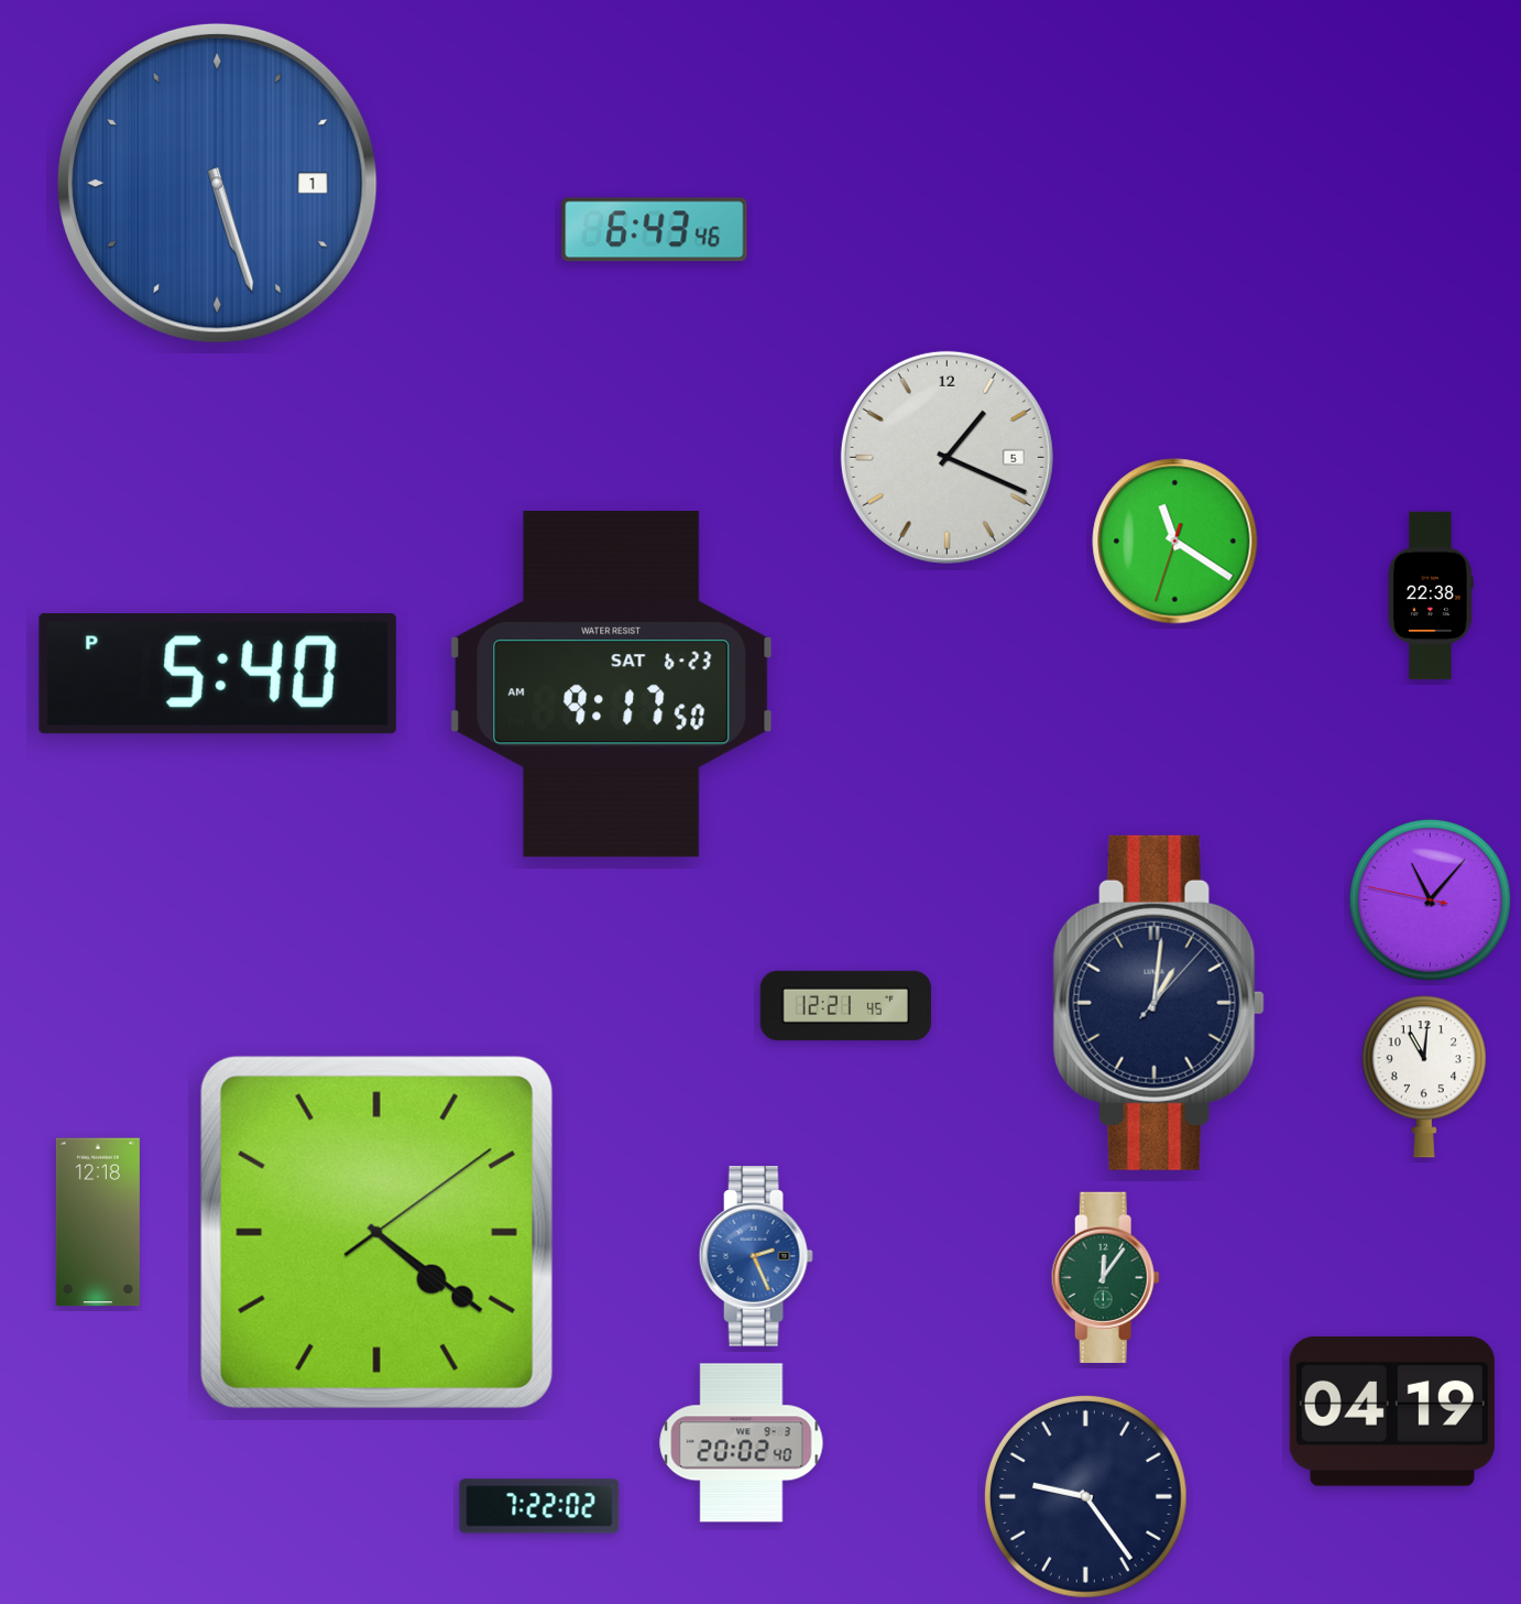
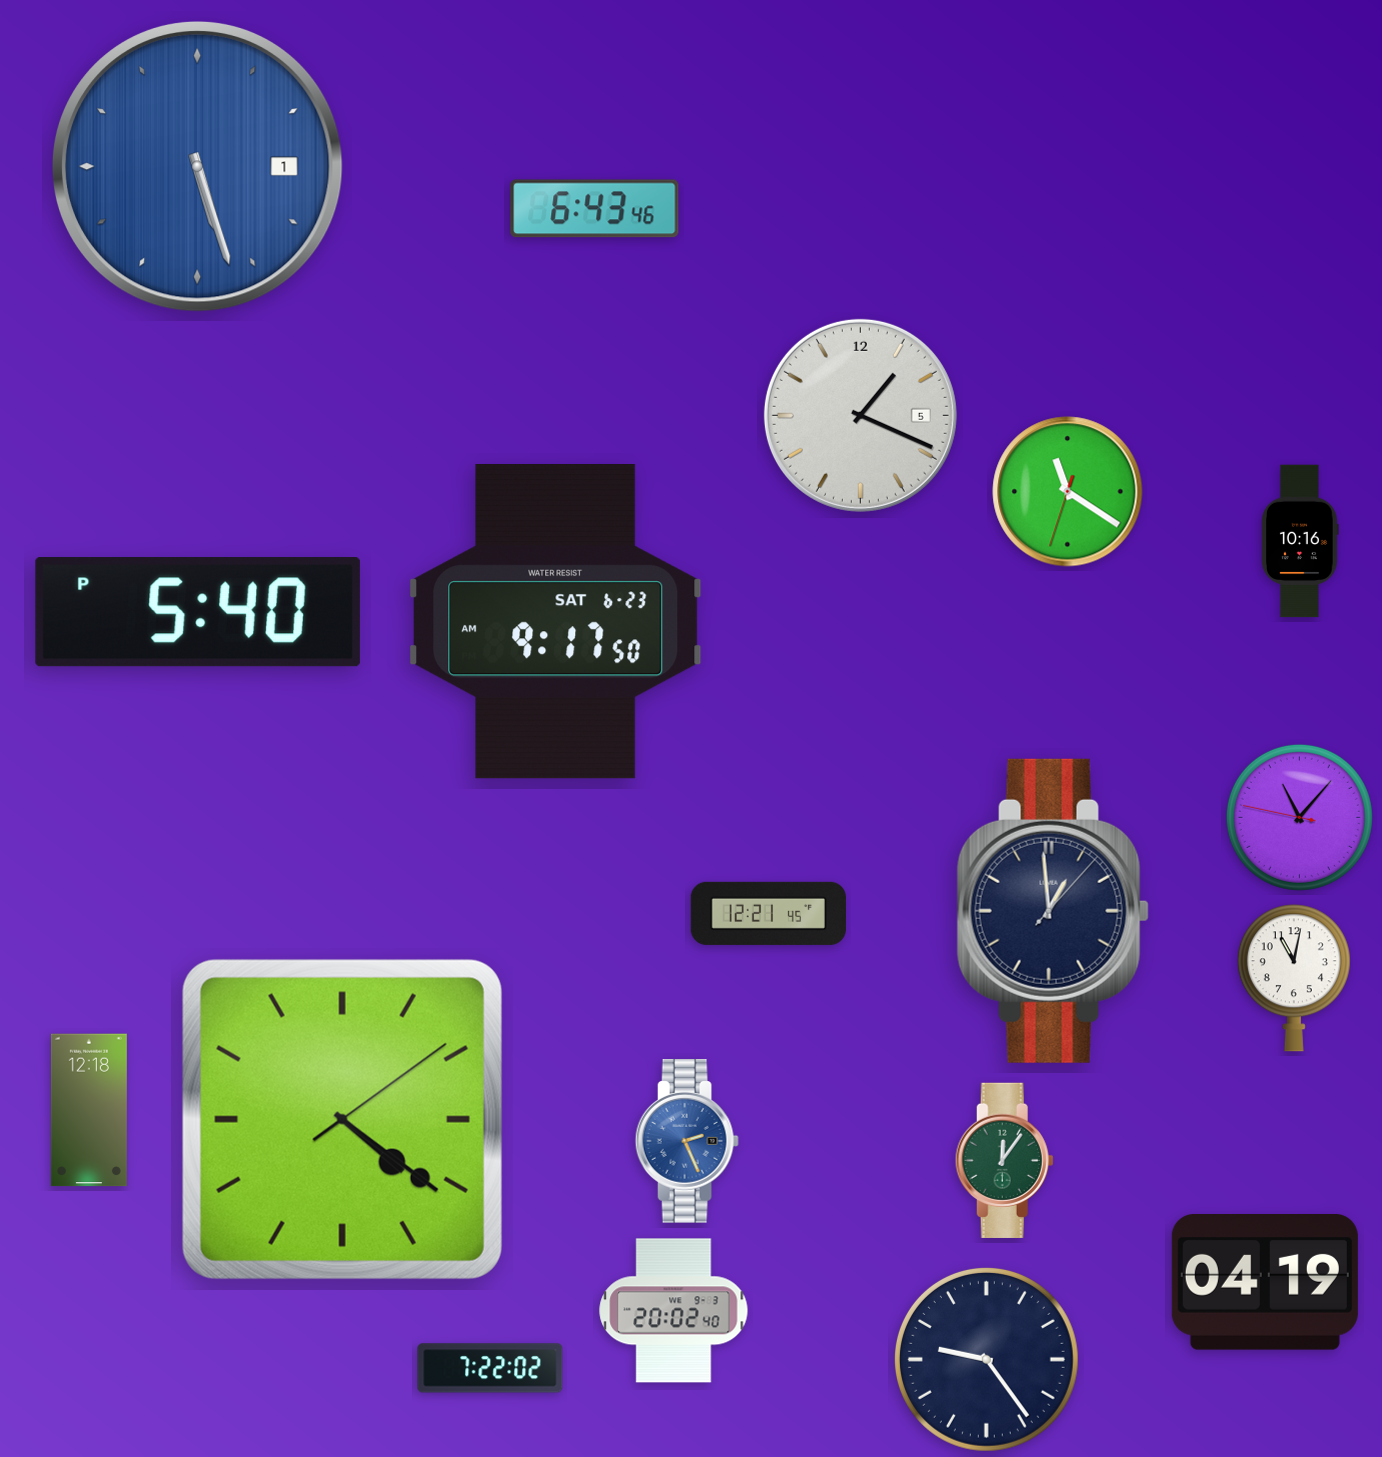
clock at (1431, 596): 22:38 -> 10:16
clock at (1159, 1003): 1:01 -> 12:59
clock at (1424, 1077): 11:01 -> 11:02
